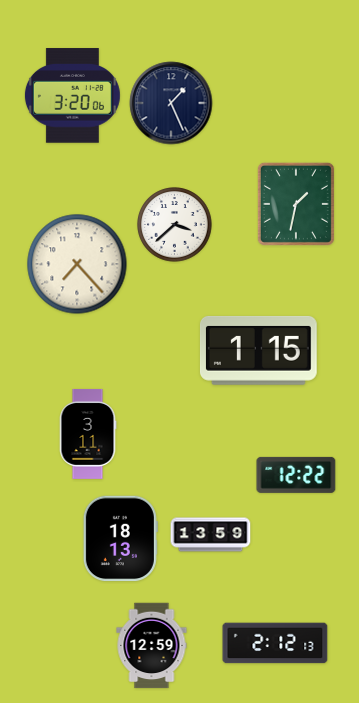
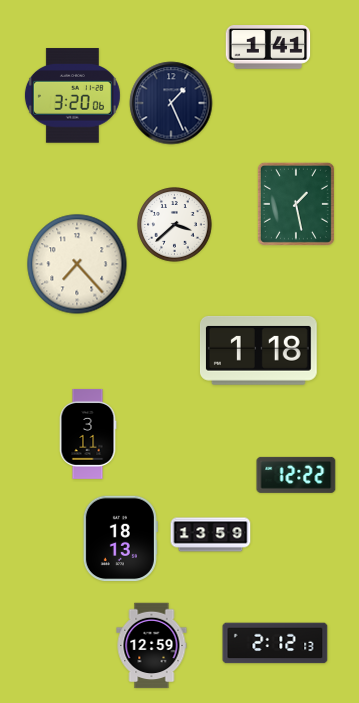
clock at (268, 48): none -> 1:41
clock at (296, 204): 1:32 -> 1:28
clock at (258, 350): 1:15 -> 1:18
